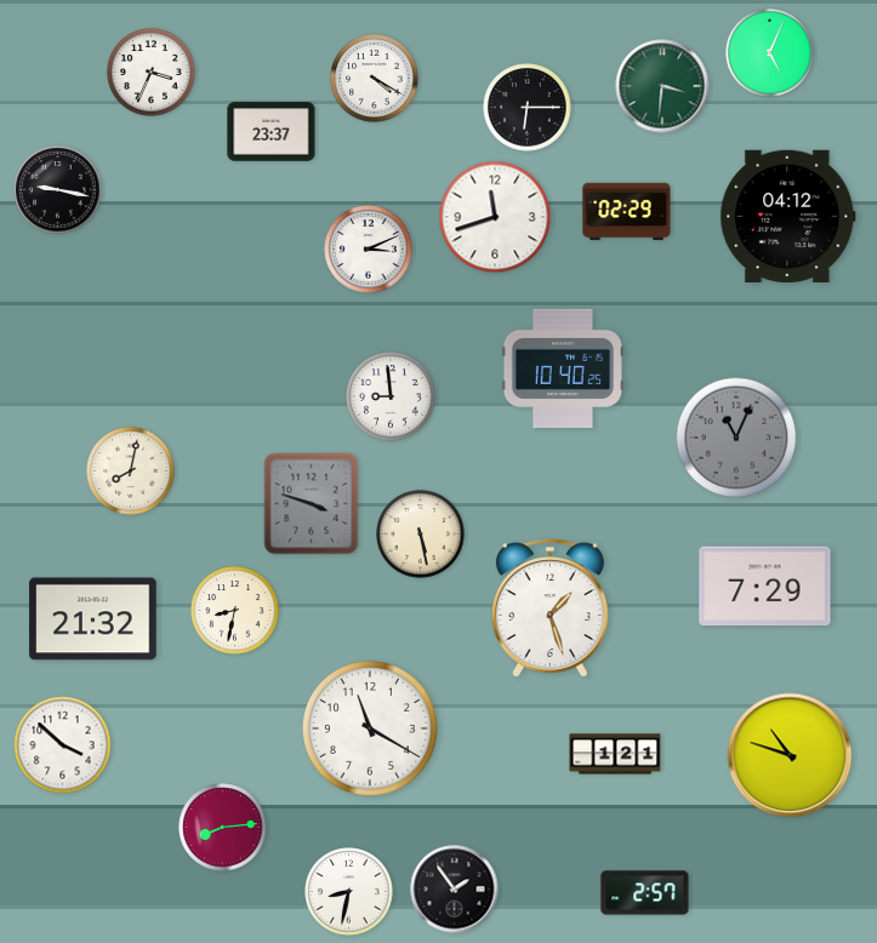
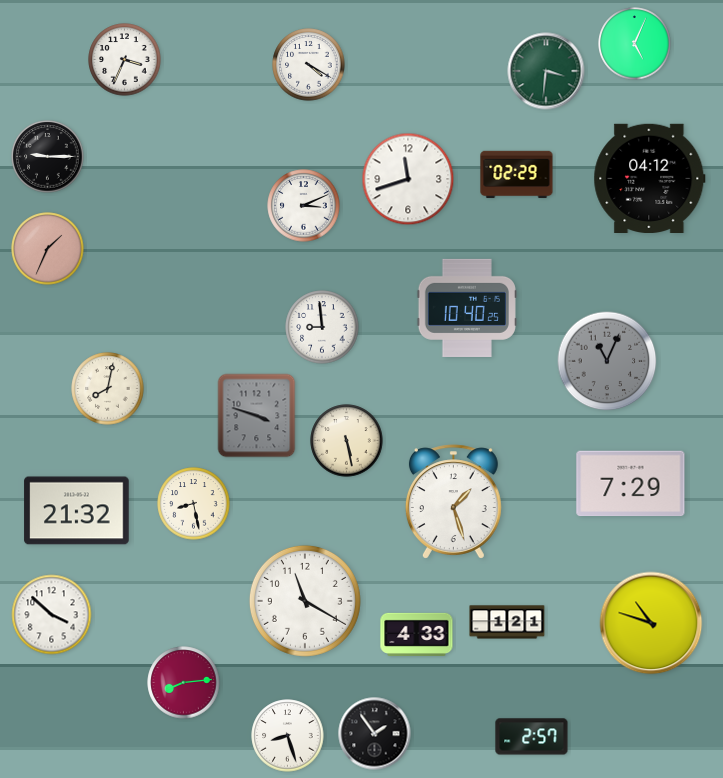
clock at (528, 108): 6:15 -> none
clock at (272, 132): 23:37 -> none
clock at (58, 190): 9:17 -> 9:15
clock at (48, 249): none -> 1:34
clock at (563, 368) position: (563, 368) -> (467, 308)
clock at (235, 611): 8:32 -> 8:28
clock at (417, 634): none -> 4:33
clock at (349, 892): 8:32 -> 8:27
